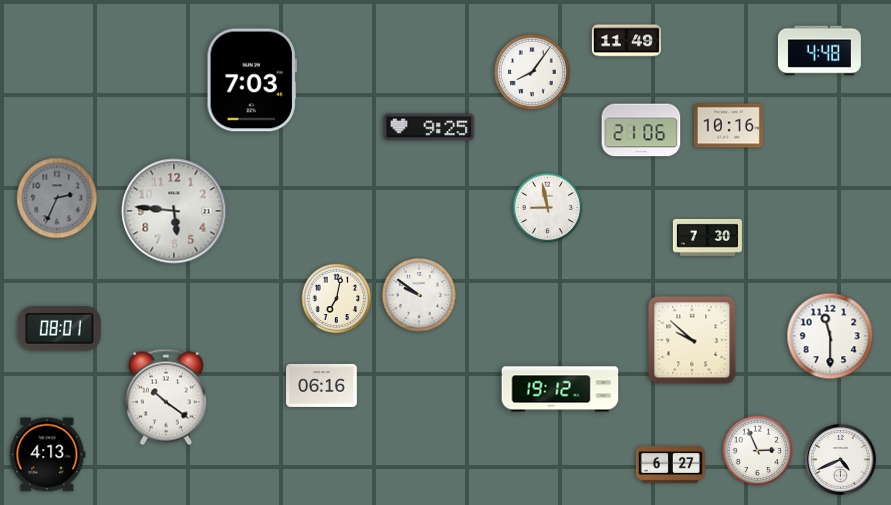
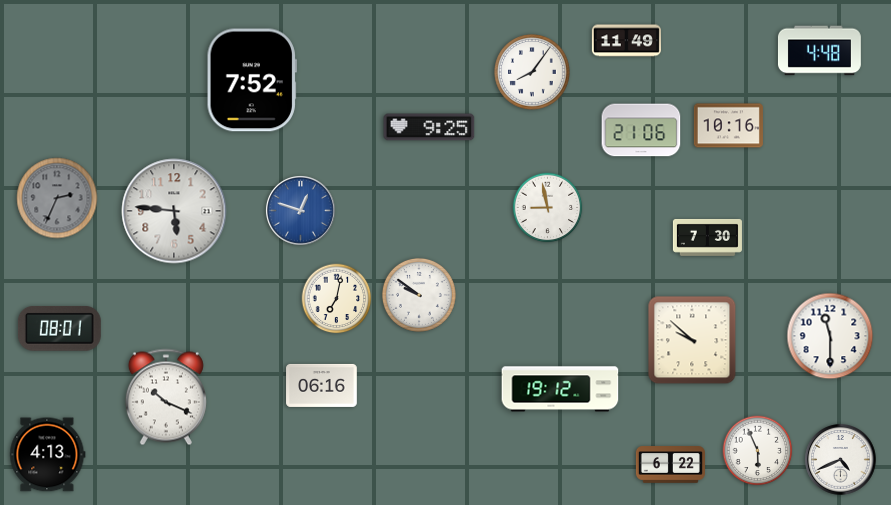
clock at (252, 80): 7:03 -> 7:52
clock at (300, 210): none -> 12:48
clock at (166, 397): 10:21 -> 10:19
clock at (758, 451): 2:56 -> 5:56
clock at (670, 465): 6:27 -> 6:22
